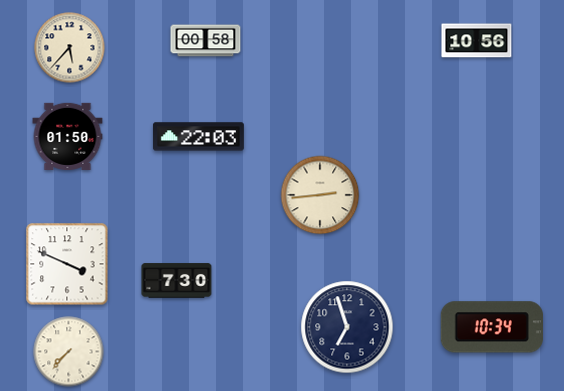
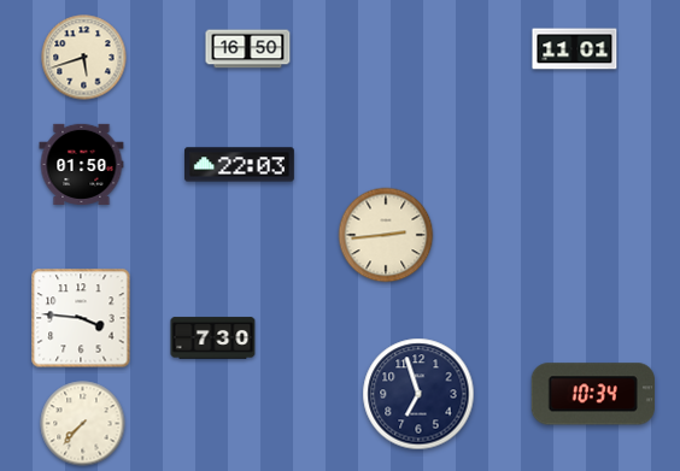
clock at (206, 41): 00:58 -> 16:50
clock at (477, 41): 10:56 -> 11:01
clock at (70, 48): 5:37 -> 5:42
clock at (67, 264): 3:49 -> 3:46
